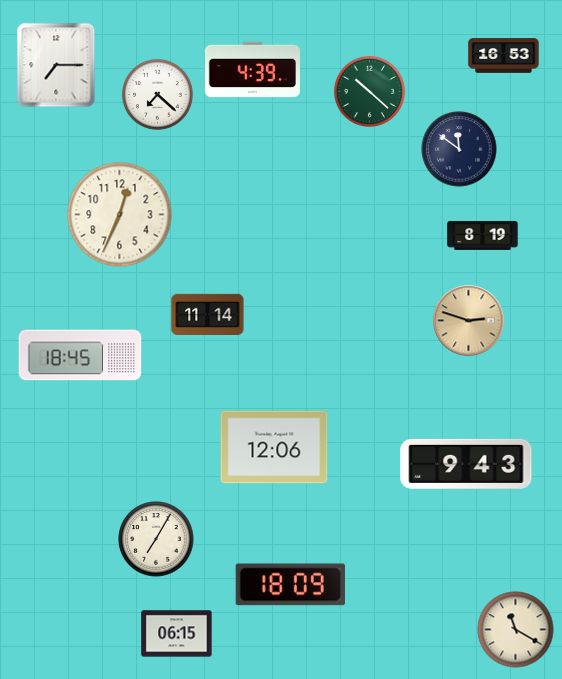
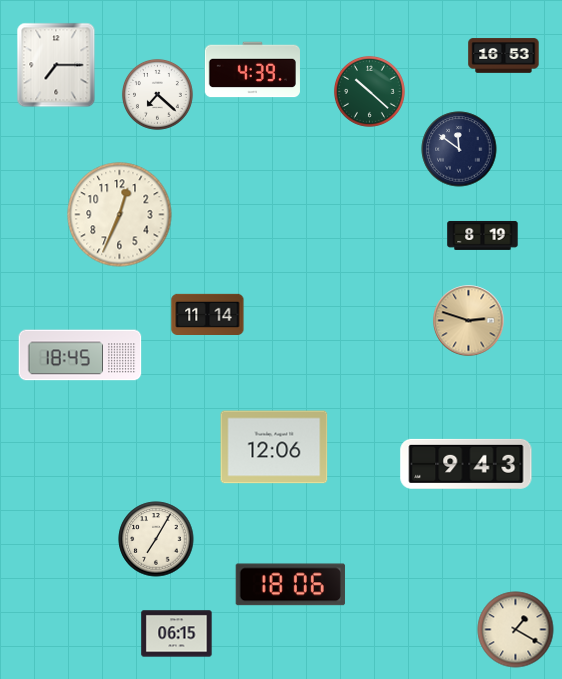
clock at (290, 585): 18:09 -> 18:06
clock at (516, 630): 11:20 -> 1:20
